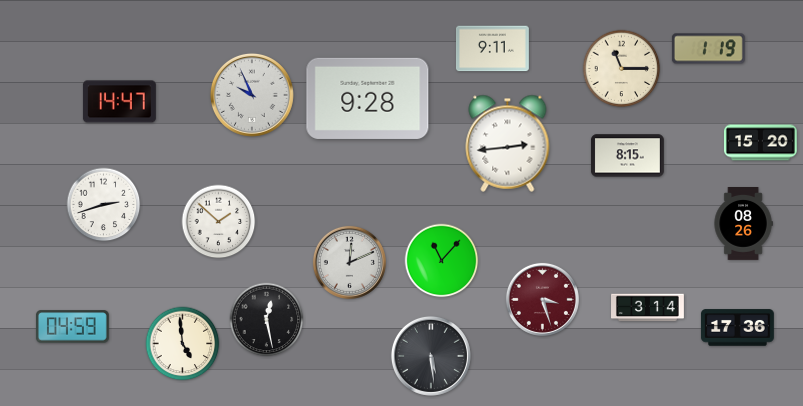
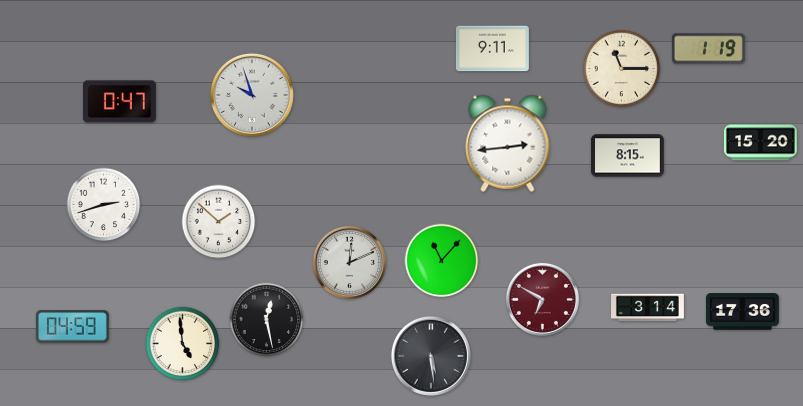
clock at (252, 95): 9:56 -> 9:57
clock at (368, 98): 9:28 -> none
clock at (119, 102): 14:47 -> 0:47
clock at (743, 224): 08:26 -> none
clock at (542, 299): 3:27 -> 6:50
clock at (737, 328) position: (737, 328) -> (742, 312)
